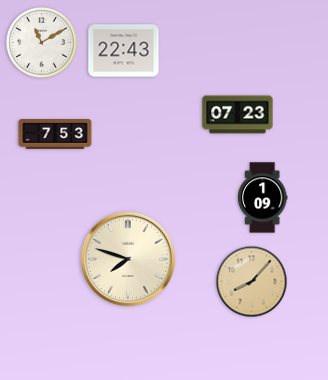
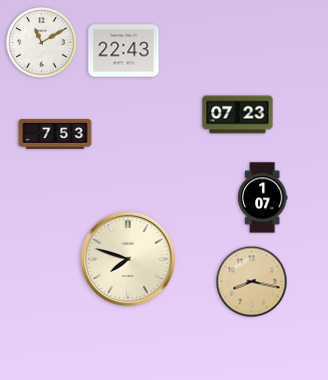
clock at (262, 198): 1:09 -> 1:07
clock at (252, 282): 8:07 -> 8:17
